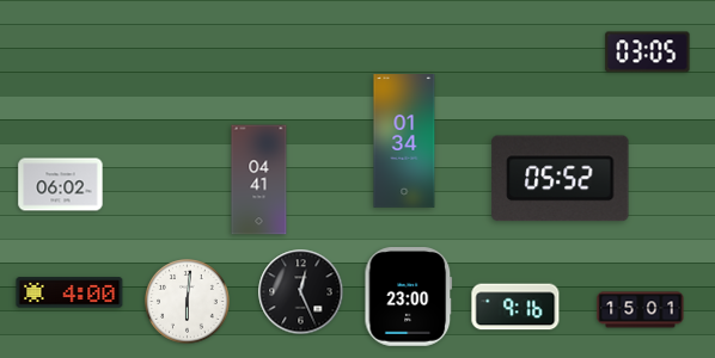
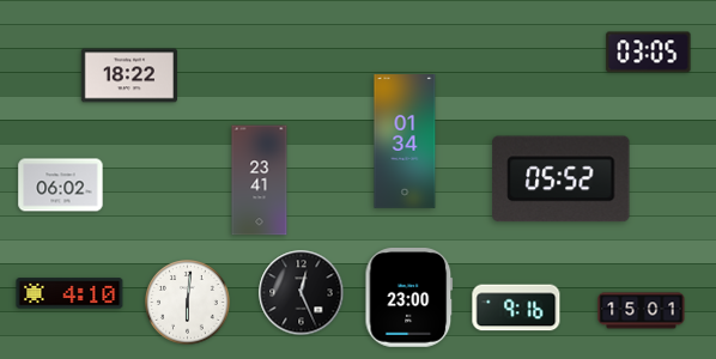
clock at (129, 75): none -> 18:22
clock at (259, 180): 04:41 -> 23:41
clock at (69, 292): 4:00 -> 4:10
